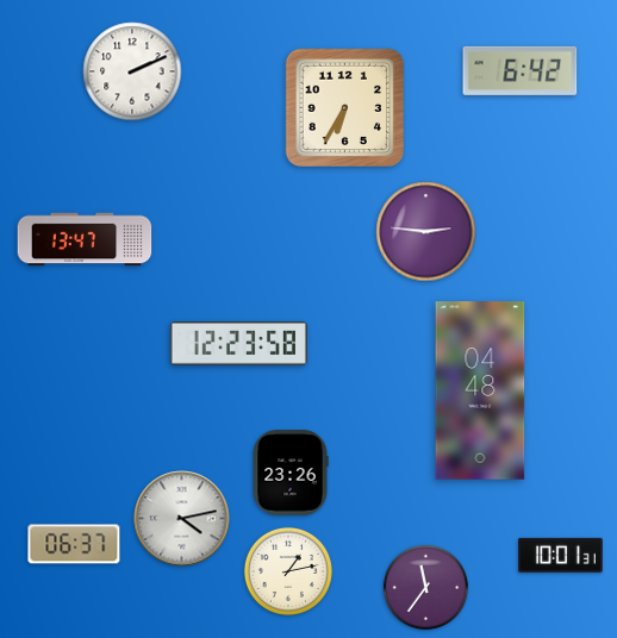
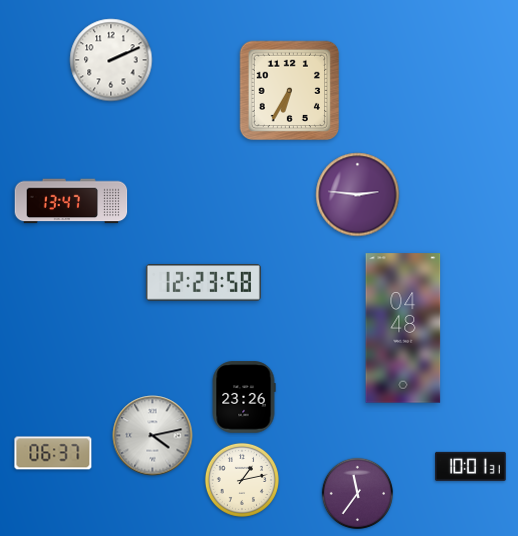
clock at (521, 70): 6:42 -> none
clock at (238, 344) position: (238, 344) -> (203, 283)
clock at (74, 544) position: (74, 544) -> (53, 453)
